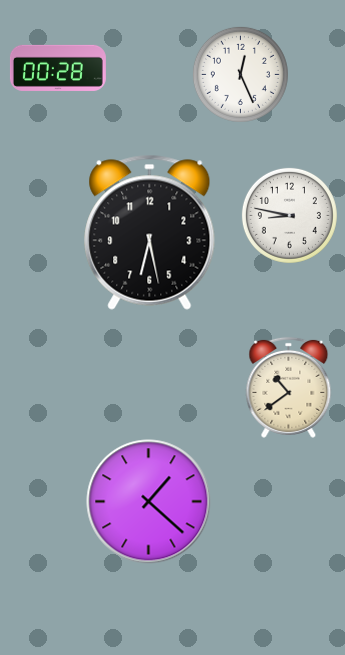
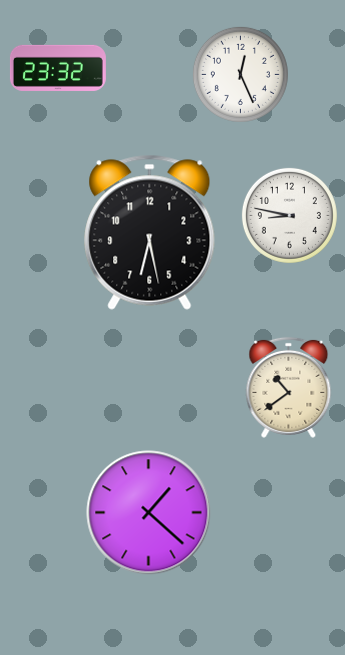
clock at (58, 68): 00:28 -> 23:32
clock at (149, 502) position: (149, 502) -> (149, 513)
